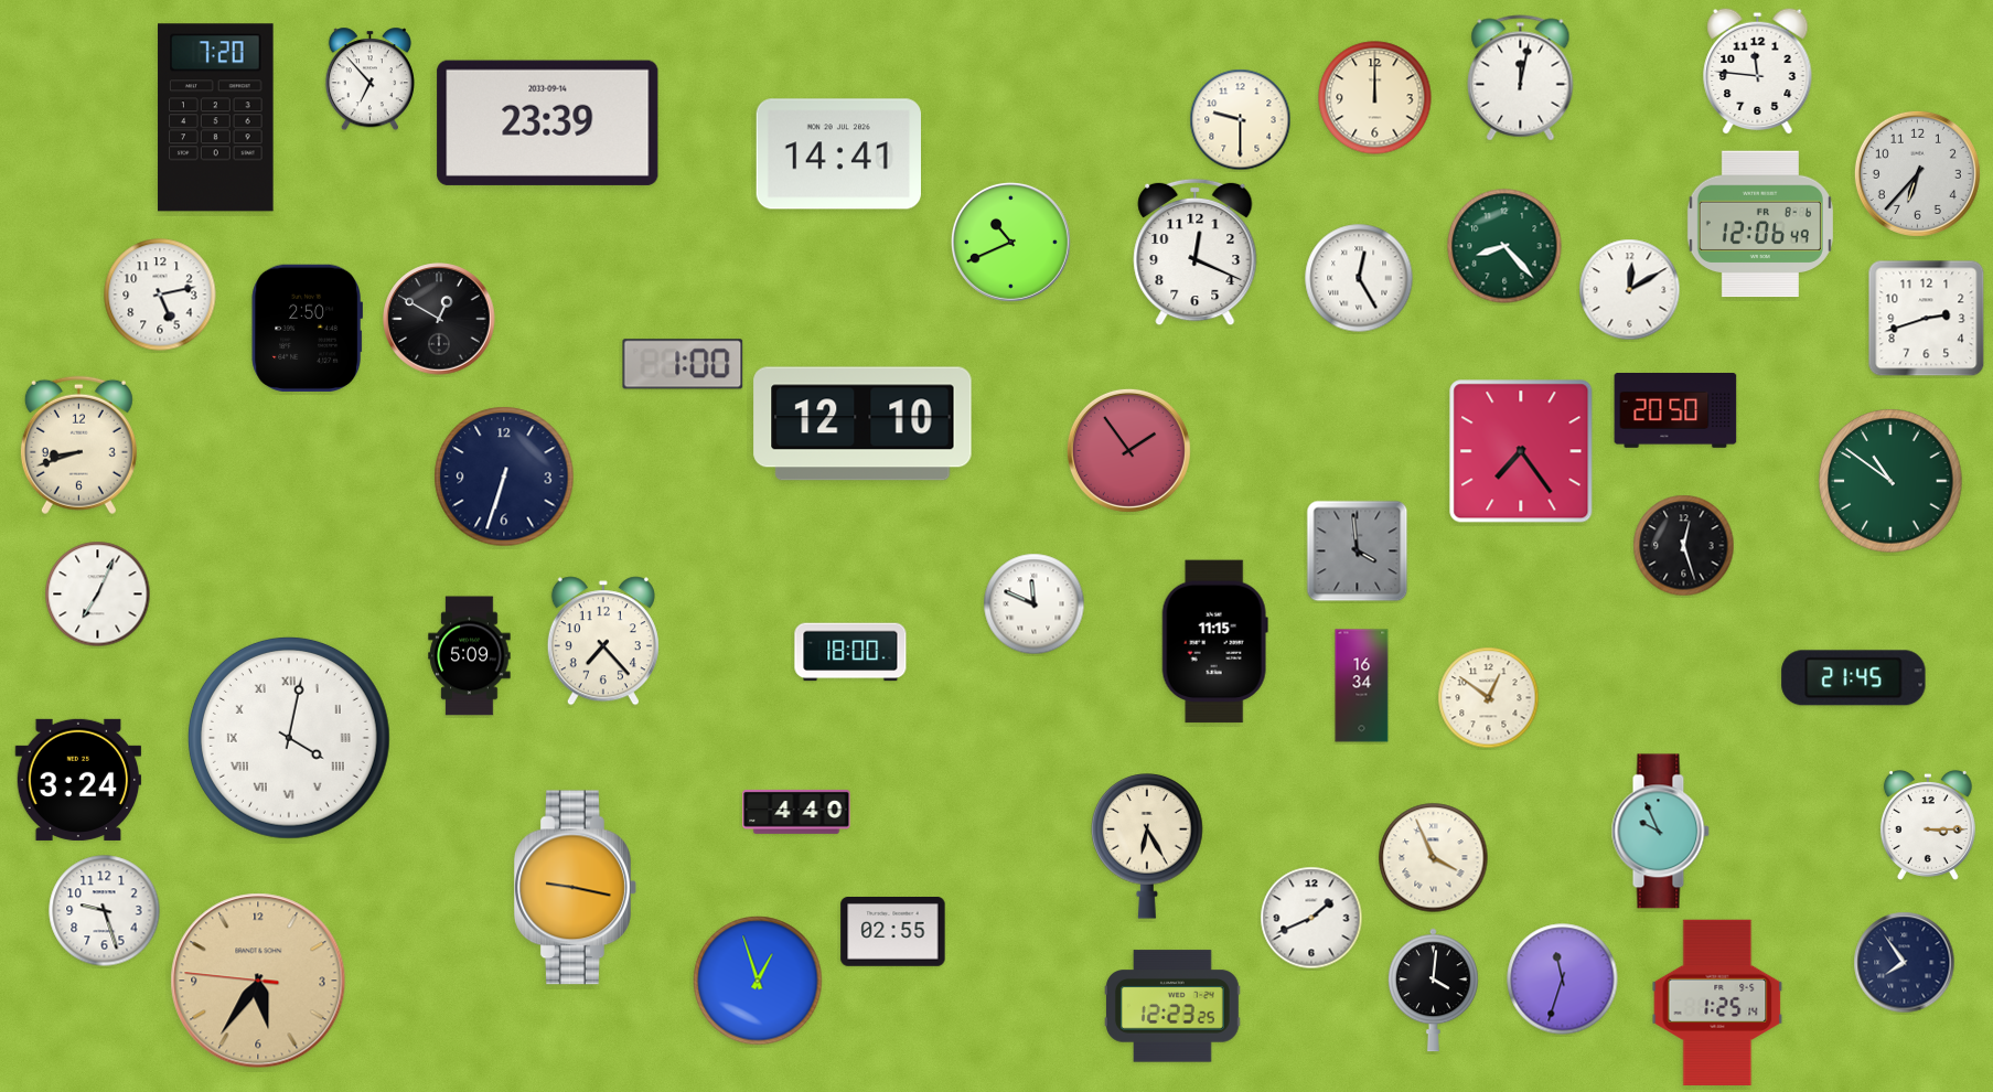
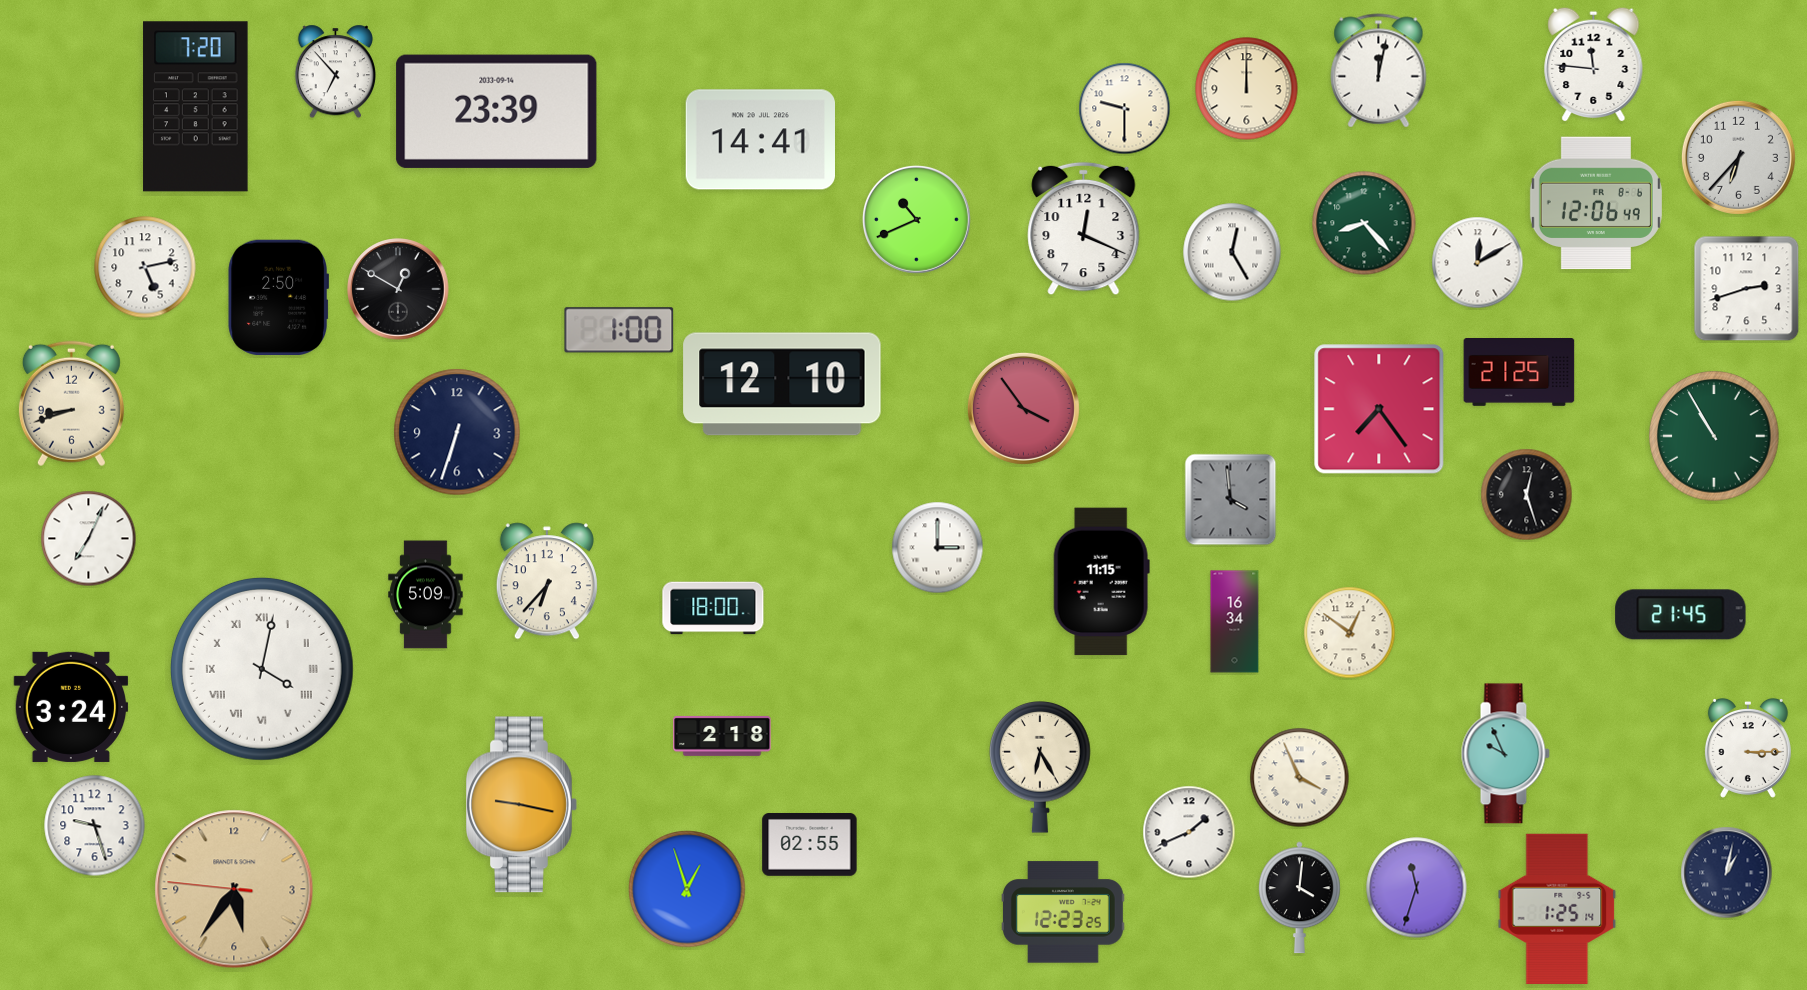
clock at (1675, 411): 20:50 -> 21:25
clock at (1128, 450): 1:54 -> 3:54
clock at (1890, 481): 10:51 -> 10:55
clock at (1035, 604): 11:49 -> 3:00
clock at (603, 641): 7:23 -> 6:37
clock at (850, 652) position: (850, 652) -> (713, 608)
clock at (796, 812): 4:40 -> 2:18
clock at (1905, 963): 7:54 -> 1:02
